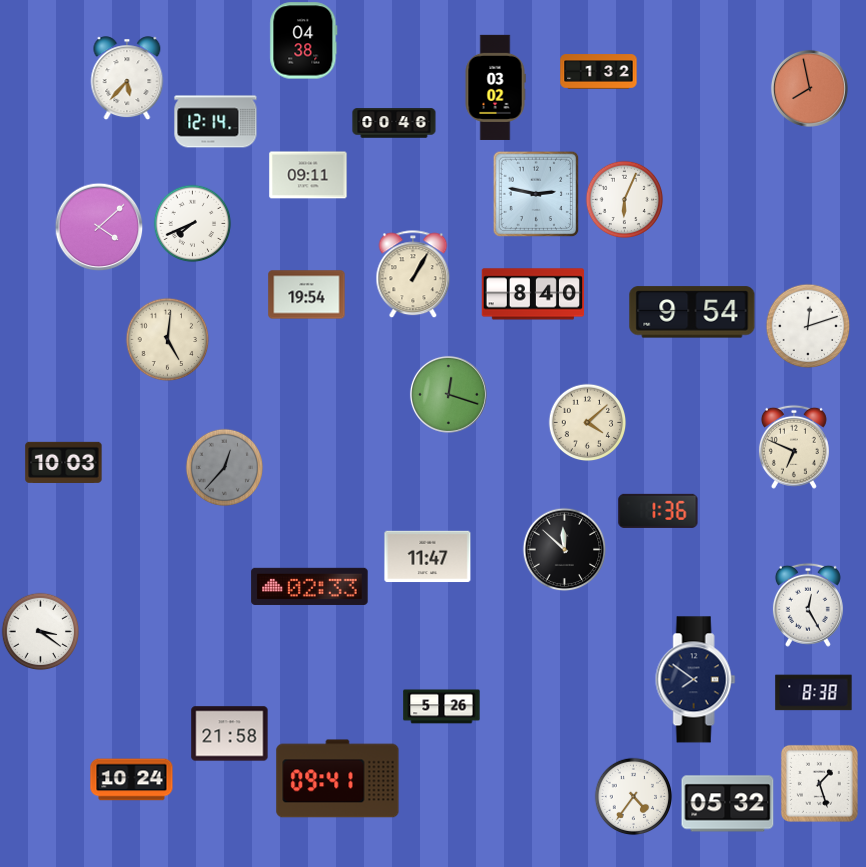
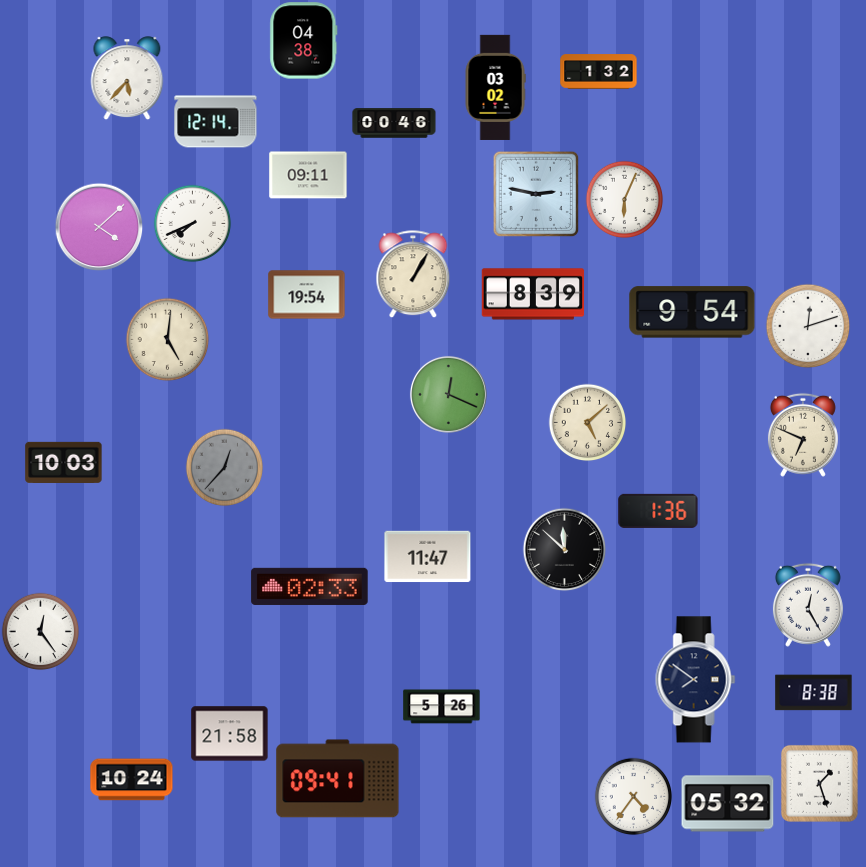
clock at (809, 88): 7:58 -> none
clock at (533, 294): 8:40 -> 8:39
clock at (448, 394): 12:18 -> 12:19
clock at (587, 422): 4:08 -> 5:08
clock at (794, 447) position: (794, 447) -> (803, 435)
clock at (40, 631): 3:21 -> 12:24
